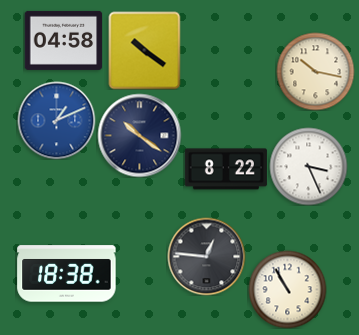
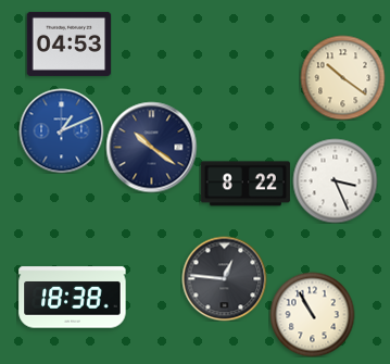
clock at (63, 40): 04:58 -> 04:53
clock at (145, 50): 10:21 -> none
clock at (315, 71): 10:17 -> 10:21
